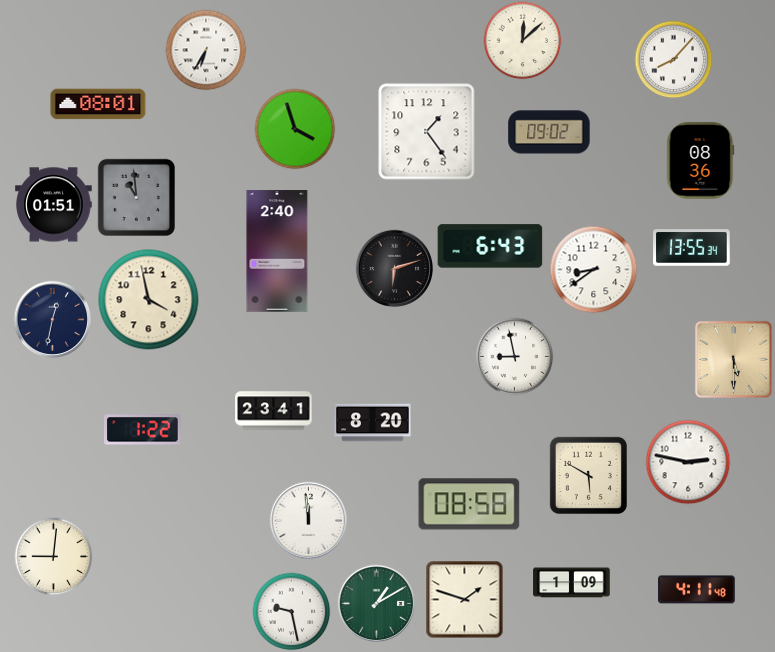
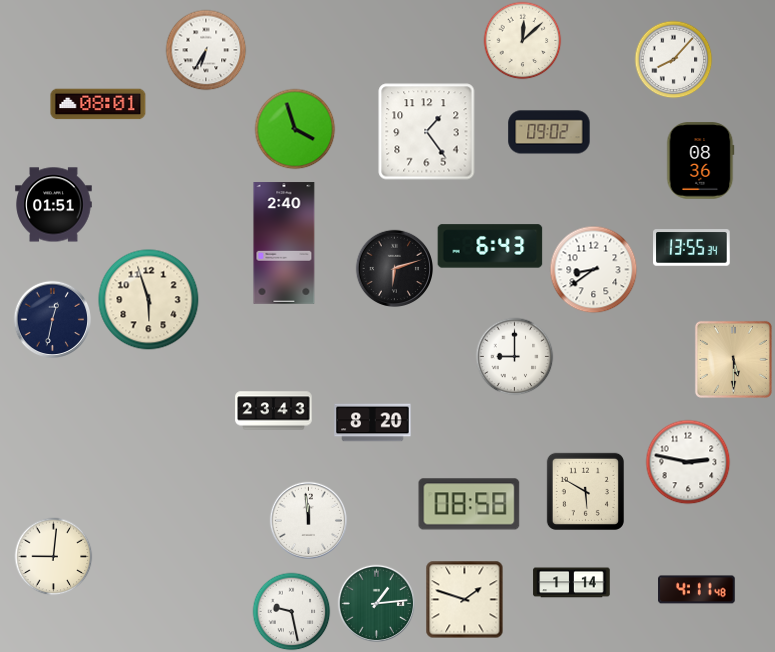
clock at (136, 197): 10:59 -> none
clock at (277, 251) position: (277, 251) -> (284, 243)
clock at (149, 300): 3:58 -> 5:57
clock at (514, 356): 8:58 -> 9:00
clock at (274, 411): 23:41 -> 23:43
clock at (143, 430): 1:22 -> none
clock at (588, 475) position: (588, 475) -> (585, 491)
clock at (572, 583): 1:09 -> 1:14
clock at (376, 603): 1:10 -> 1:14
